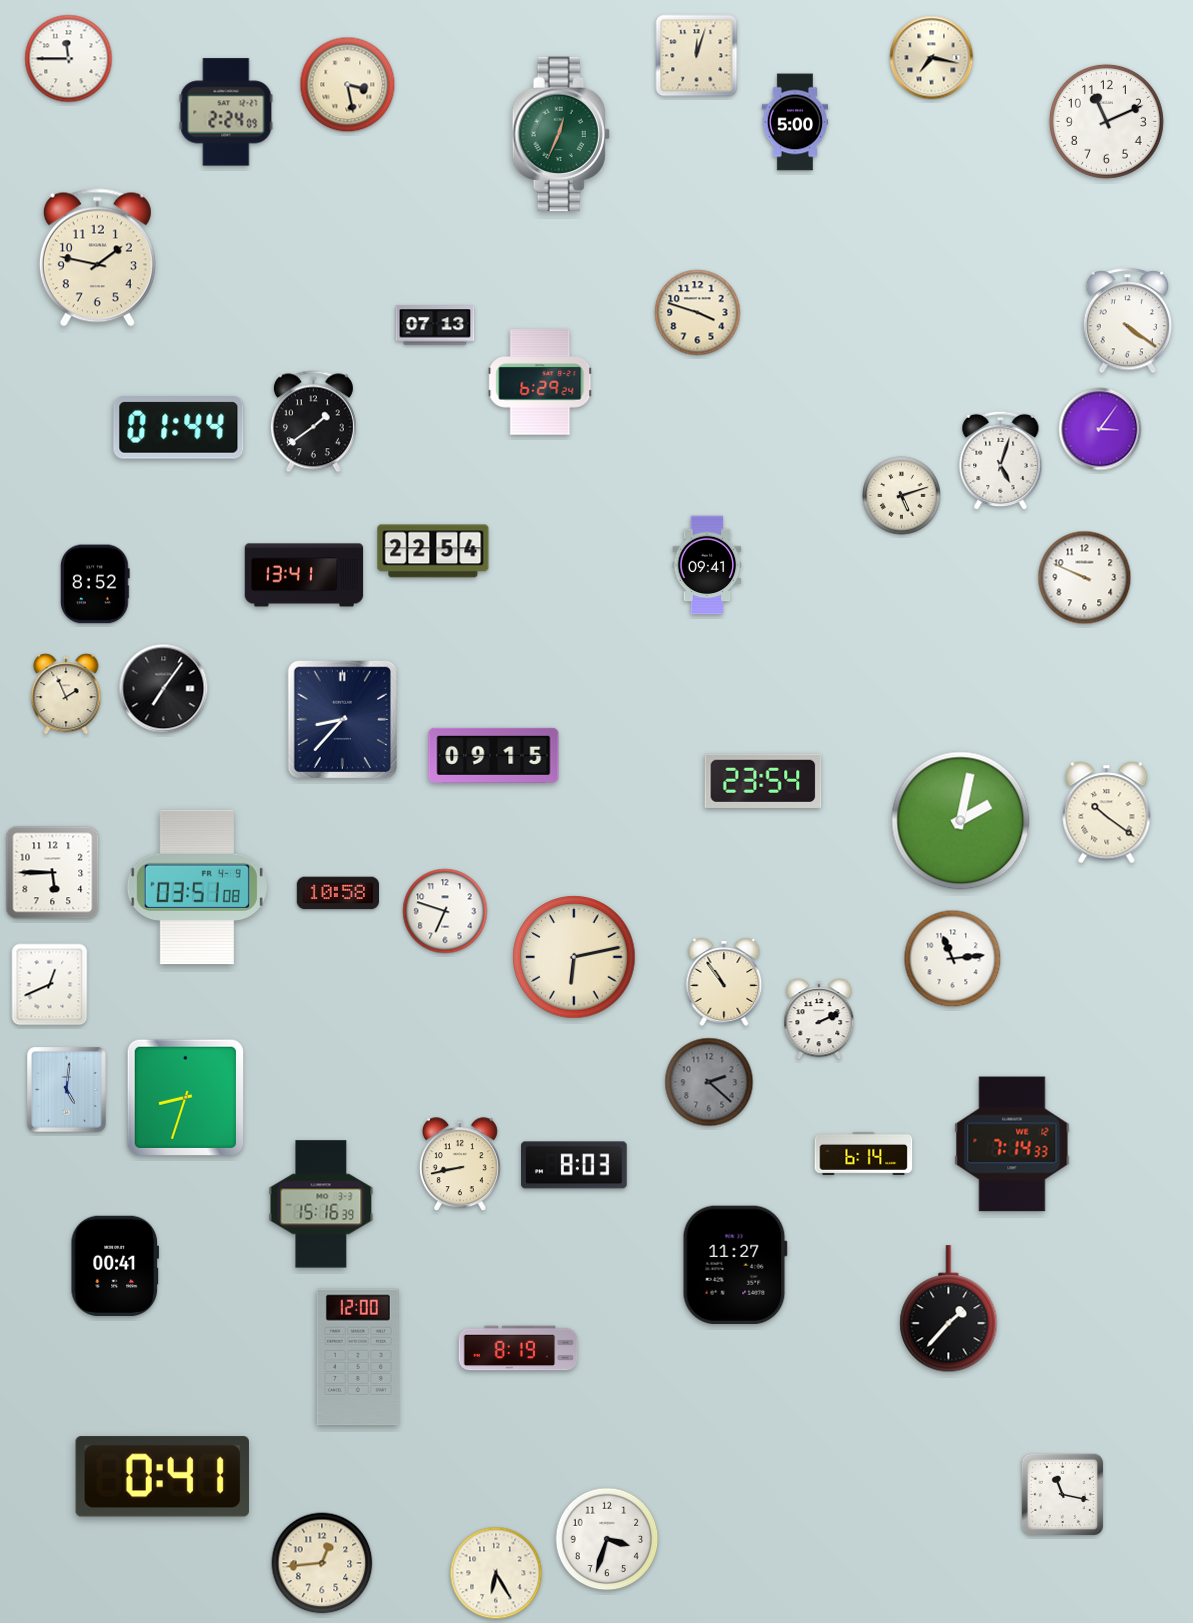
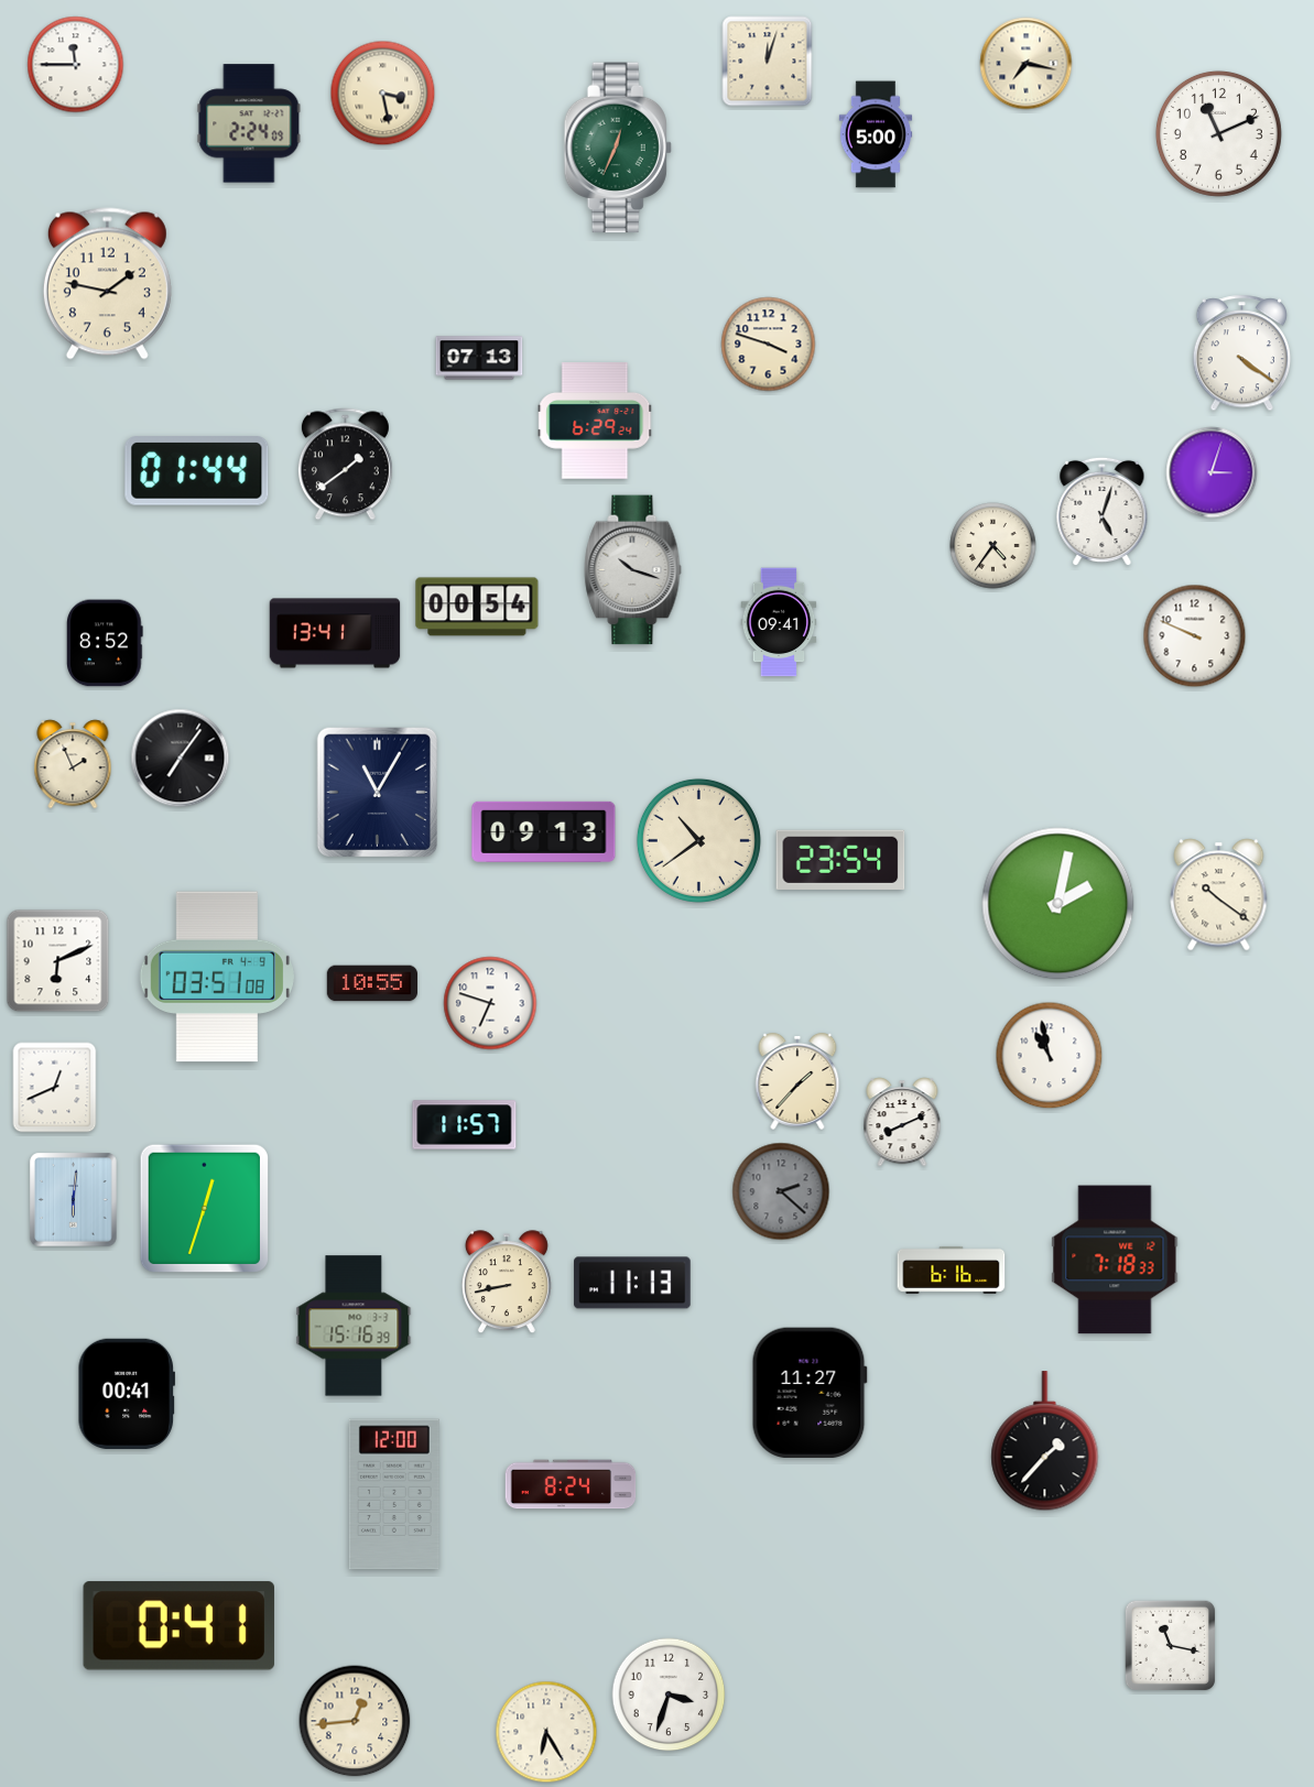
clock at (1100, 429): 3:06 -> 3:03
clock at (1001, 461) position: (1001, 461) -> (1103, 512)
clock at (902, 496): 5:12 -> 4:36
clock at (633, 570): none -> 10:18
clock at (433, 551): 22:54 -> 00:54
clock at (342, 719): 8:37 -> 11:05
clock at (494, 755): 09:15 -> 09:13
clock at (698, 840): none -> 10:39
clock at (53, 873): 5:45 -> 6:11
clock at (337, 893): 10:58 -> 10:55
clock at (574, 957): 6:13 -> none
clock at (953, 959): 11:14 -> 10:58
clock at (724, 983): 10:54 -> 1:37
clock at (50, 985) position: (50, 985) -> (55, 1088)
clock at (819, 1019): 2:11 -> 8:11
clock at (465, 1125): none -> 11:57
clock at (67, 1090): 5:01 -> 6:01
clock at (185, 1097): 8:33 -> 12:33
clock at (1012, 1144): 7:14 -> 7:18
clock at (864, 1153): 6:14 -> 6:16
clock at (574, 1165): 8:03 -> 11:13
clock at (518, 1348): 8:19 -> 8:24
